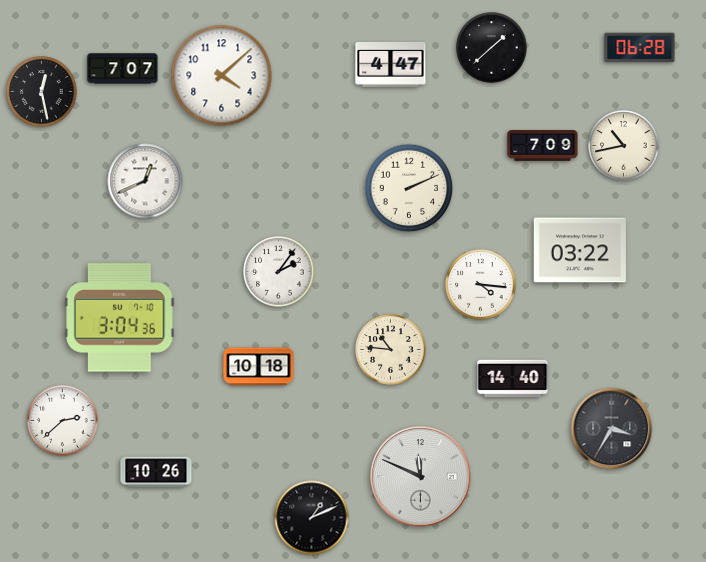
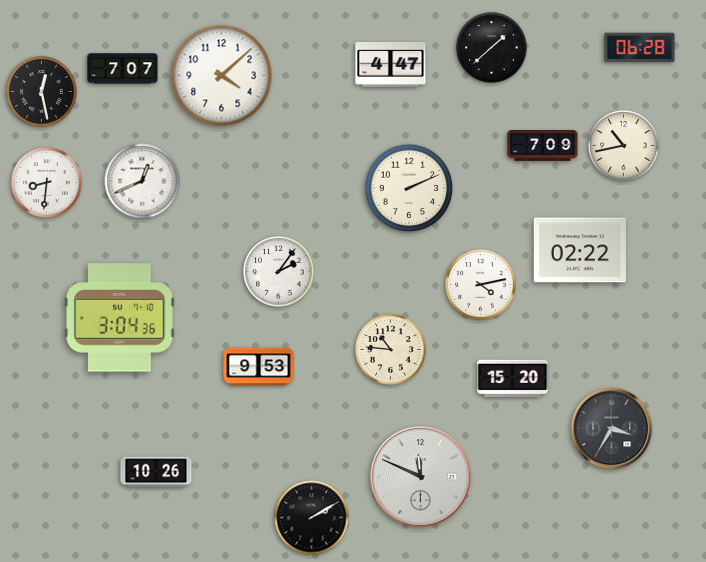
clock at (145, 181) position: (145, 181) -> (142, 181)
clock at (47, 183): none -> 8:31
clock at (580, 250): 03:22 -> 02:22
clock at (481, 285): 4:16 -> 4:13
clock at (259, 367): 10:18 -> 9:53
clock at (513, 379): 14:40 -> 15:20
clock at (63, 421): 2:38 -> none
clock at (312, 518): 1:11 -> 2:10
